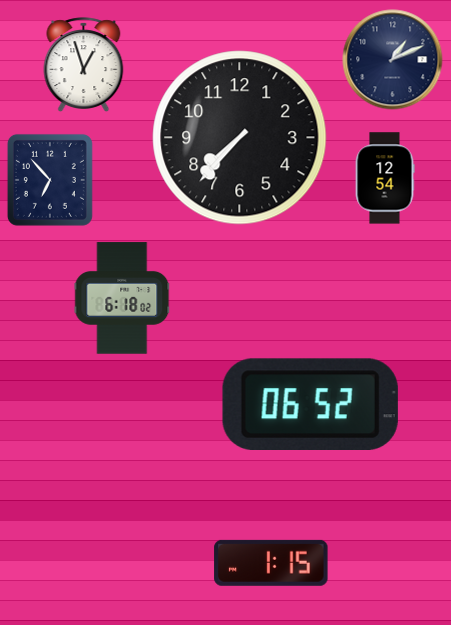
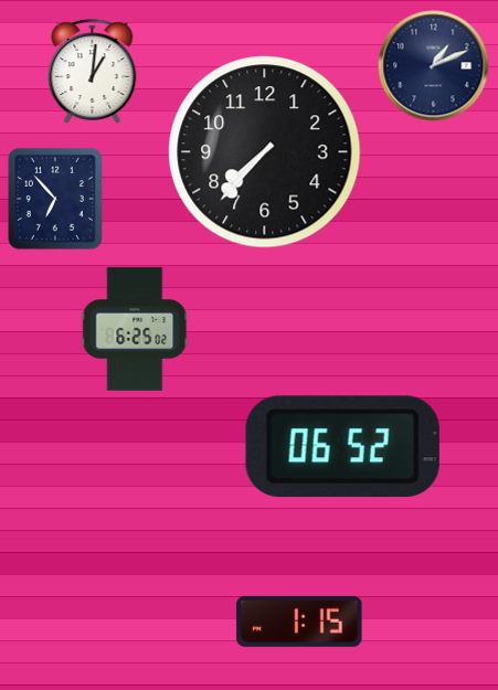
clock at (84, 64): 12:57 -> 1:01
clock at (385, 178): 12:54 -> none
clock at (122, 298): 6:18 -> 6:25
